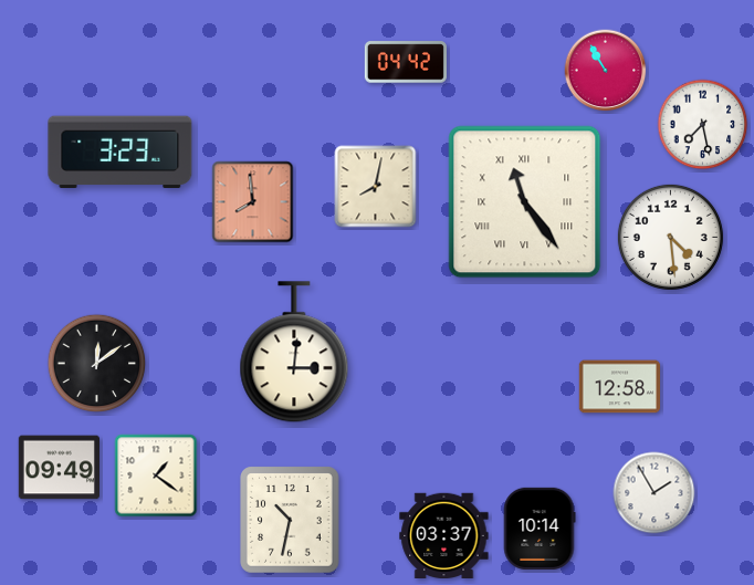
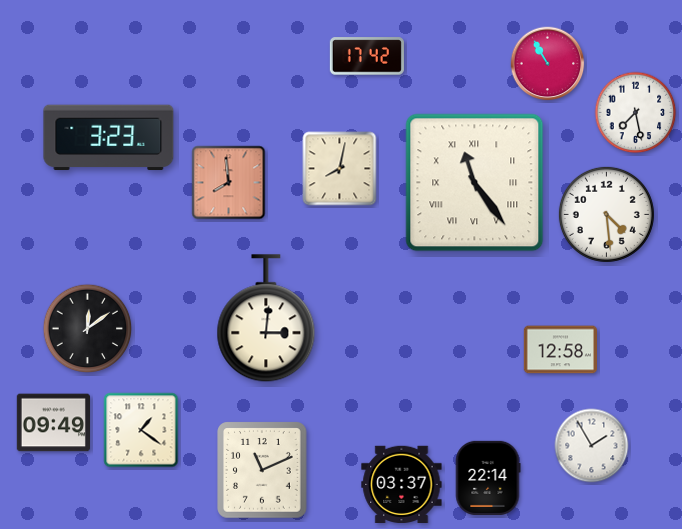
clock at (406, 62): 04:42 -> 17:42
clock at (290, 520): 10:32 -> 11:11
clock at (540, 529): 10:14 -> 22:14
